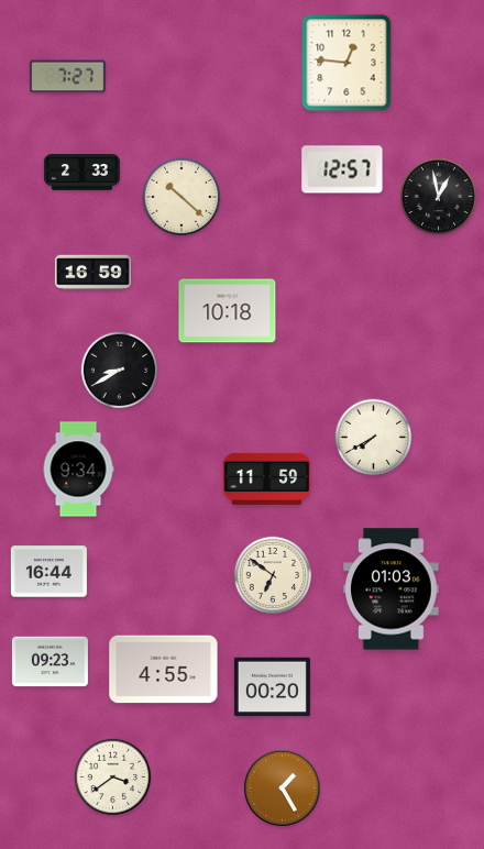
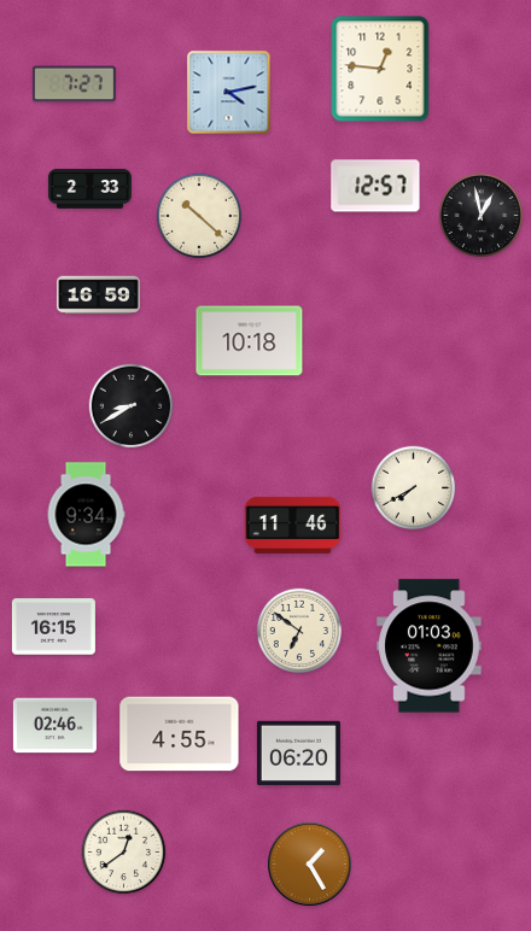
clock at (229, 93): none -> 4:13
clock at (92, 273) position: (92, 273) -> (98, 295)
clock at (374, 438) position: (374, 438) -> (414, 488)
clock at (267, 478): 11:59 -> 11:46
clock at (48, 572): 16:44 -> 16:15
clock at (50, 662): 09:23 -> 02:46
clock at (272, 687): 00:20 -> 06:20
clock at (113, 778): 3:39 -> 12:39
